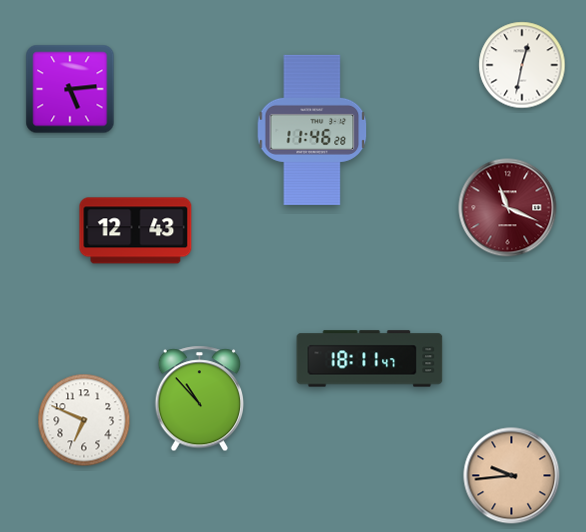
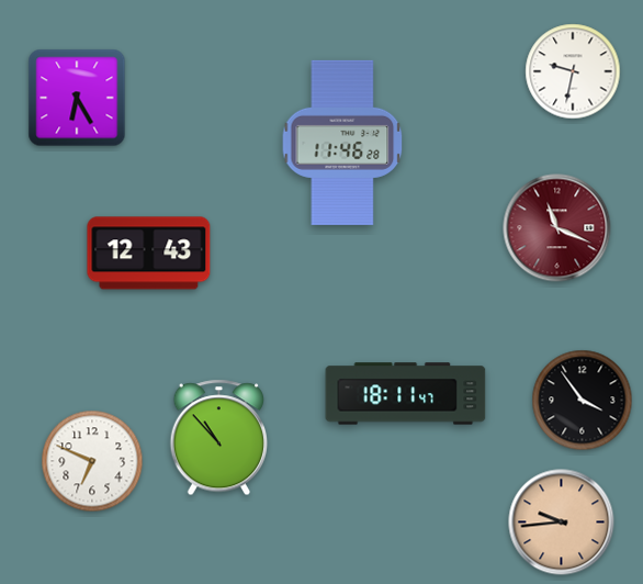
clock at (522, 65): 12:32 -> 9:32
clock at (70, 89): 5:14 -> 6:25
clock at (583, 401): none -> 3:54
